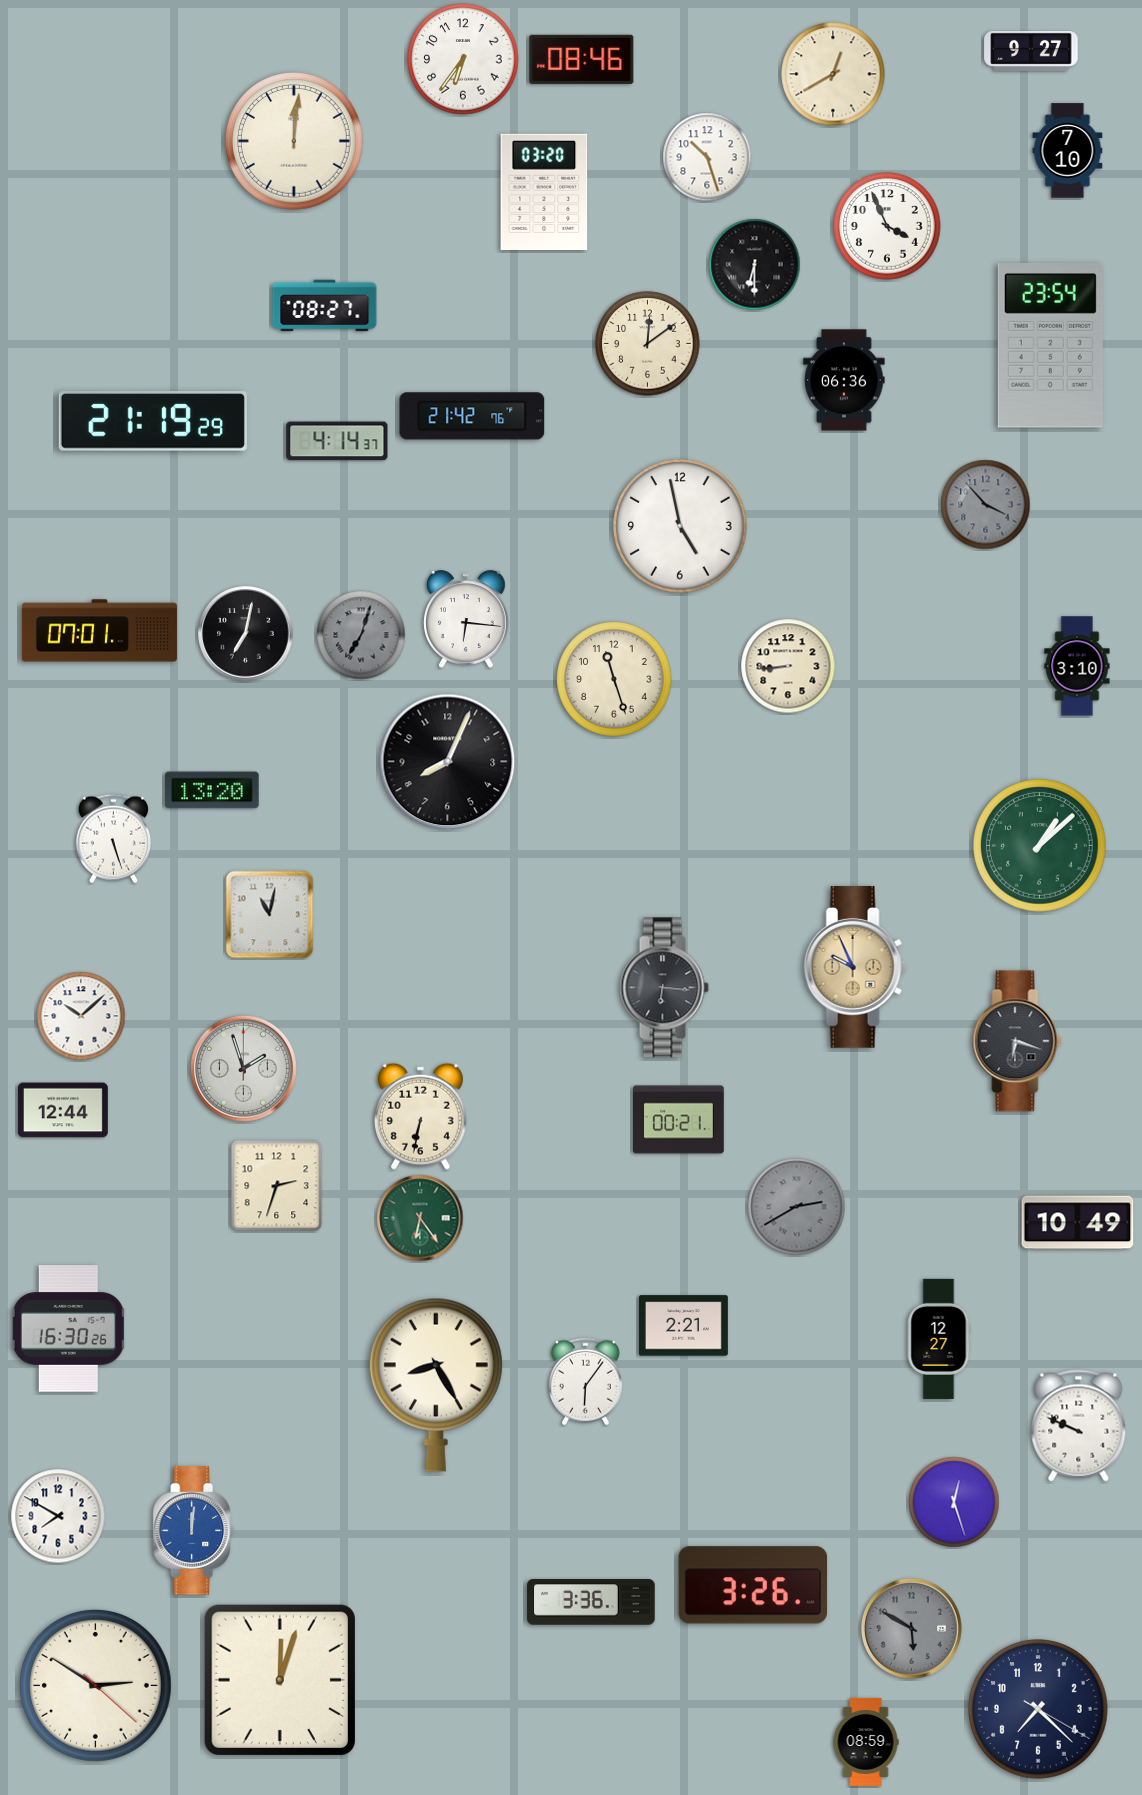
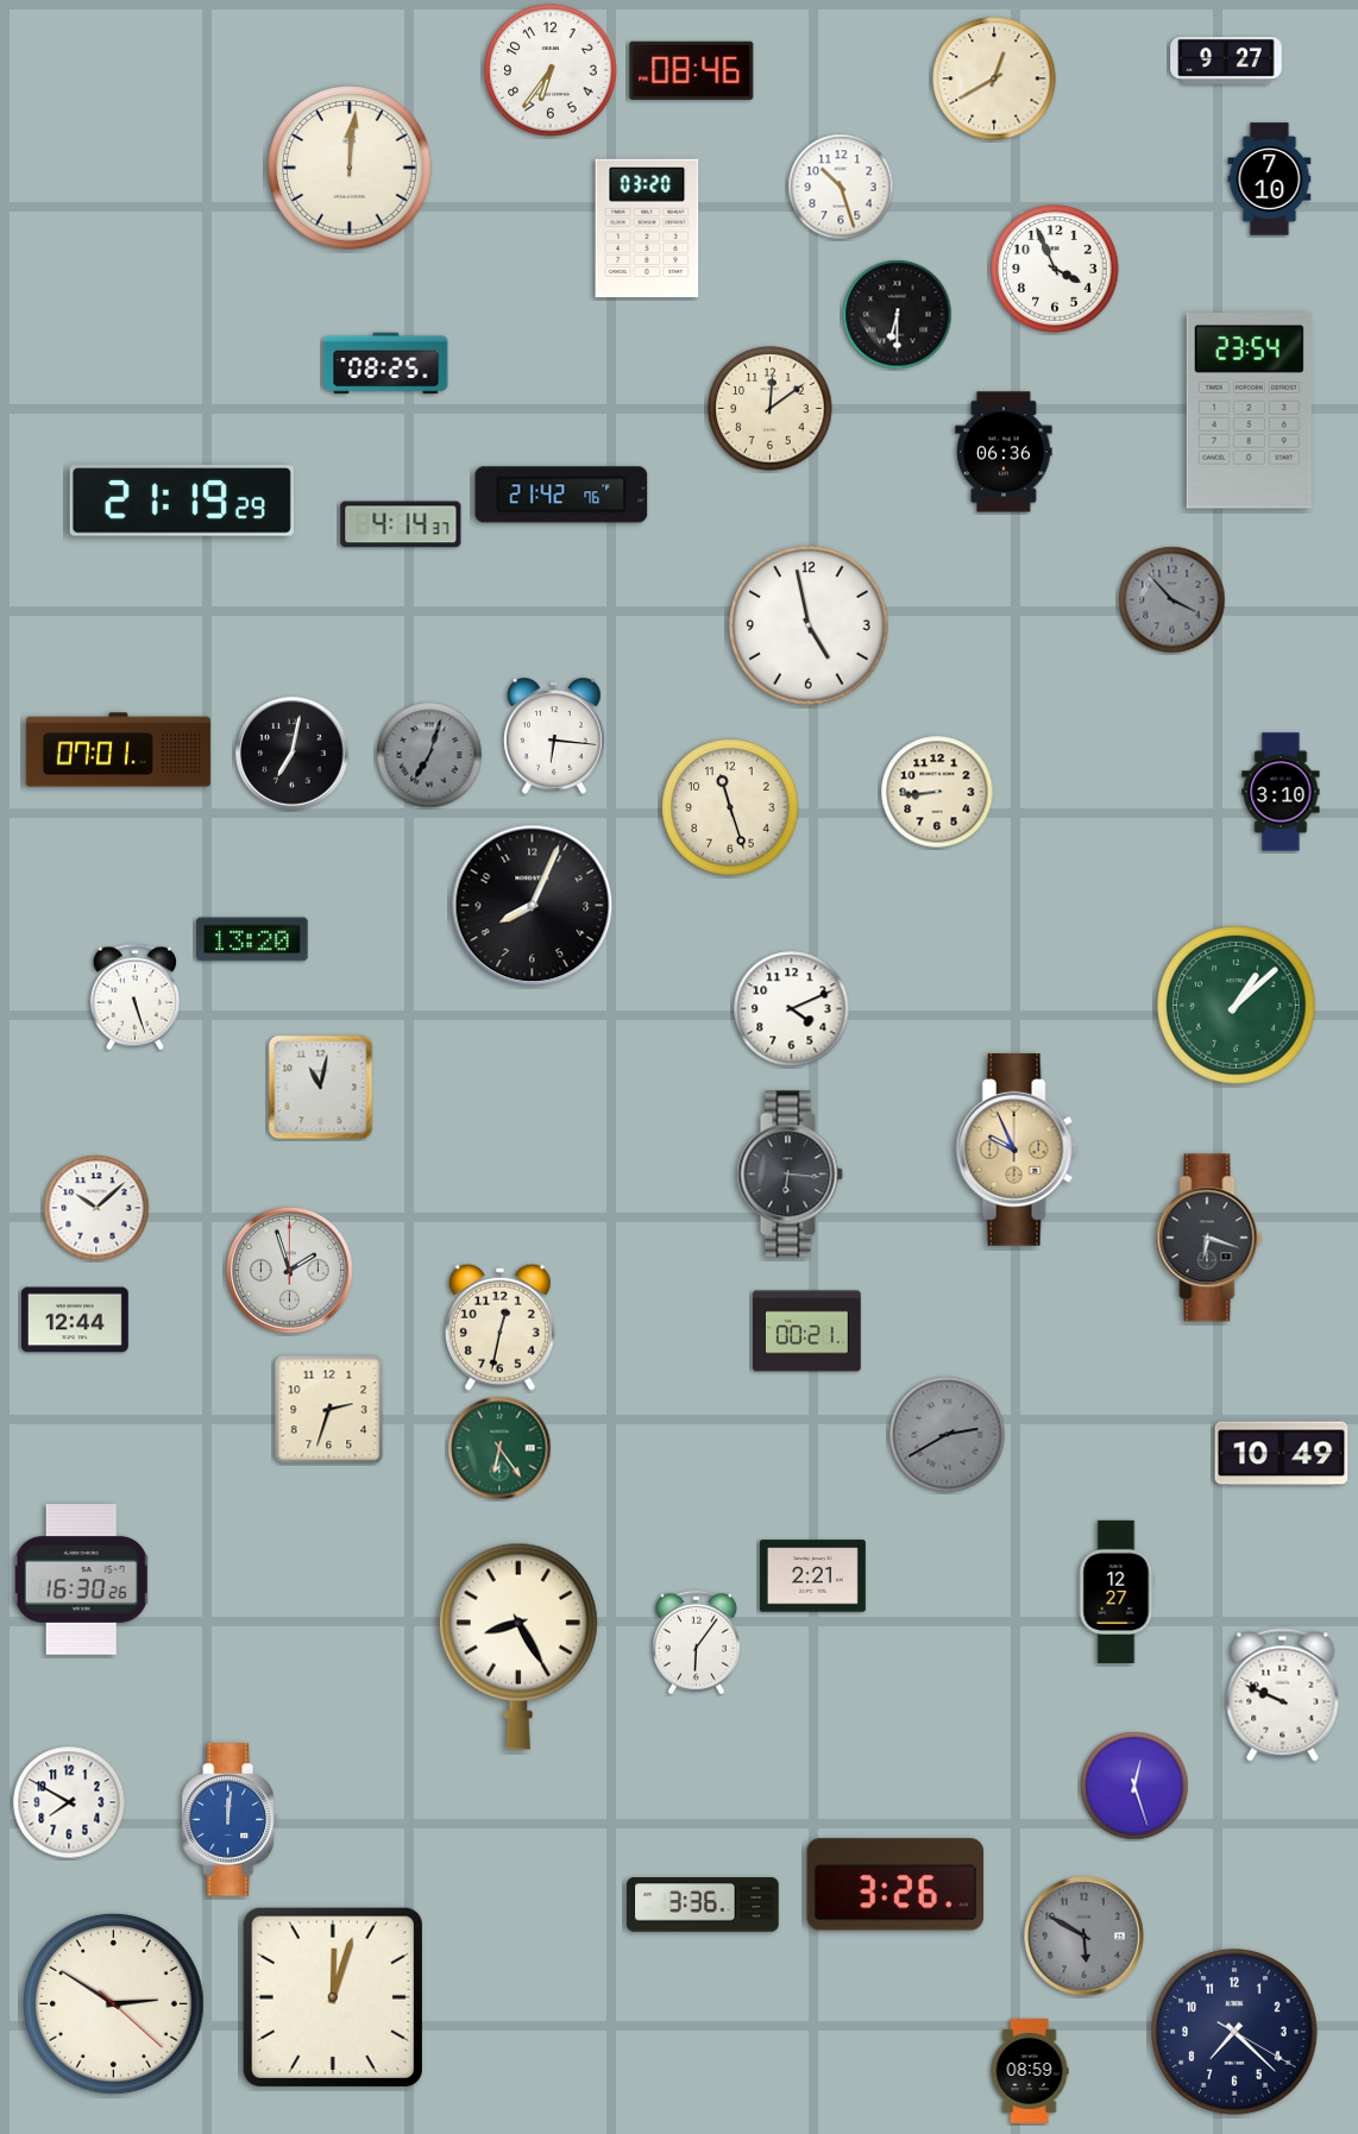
clock at (833, 74) position: (833, 74) -> (994, 78)
clock at (325, 306): 08:27 -> 08:25
clock at (792, 1009): none -> 4:11
clock at (420, 1116): 6:32 -> 12:32
